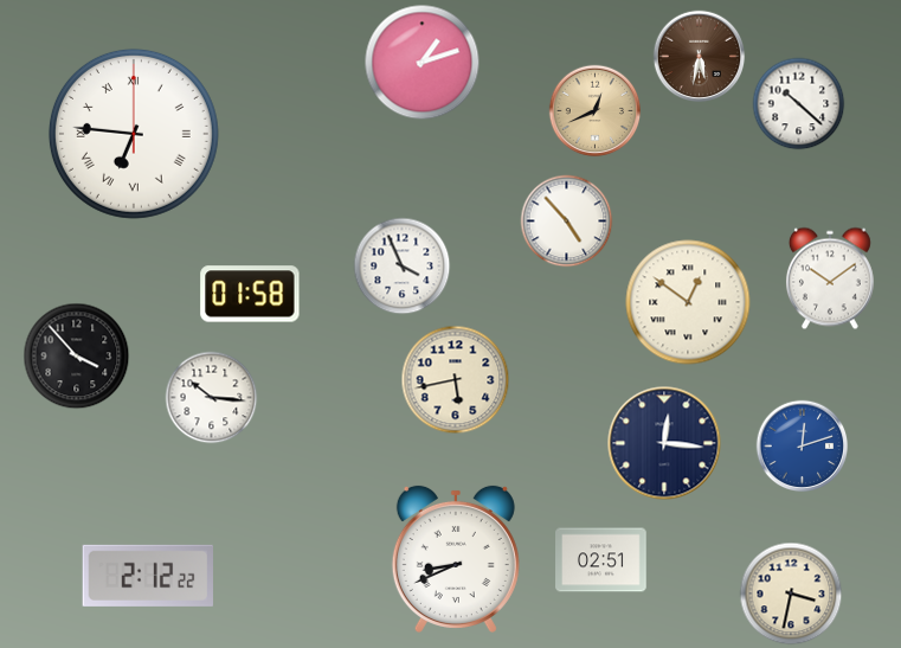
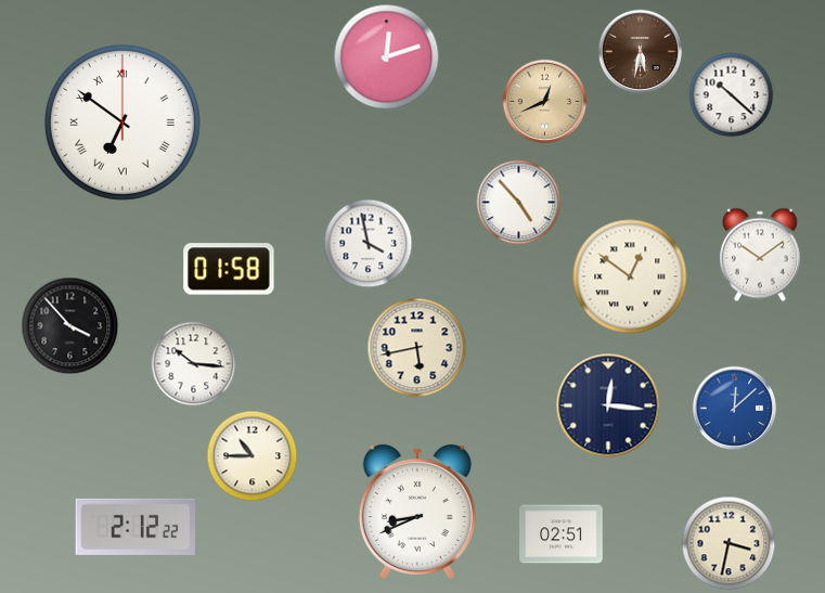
clock at (421, 62): 1:12 -> 12:12
clock at (134, 134): 6:46 -> 6:51
clock at (401, 265): 3:56 -> 3:58
clock at (802, 445): 12:12 -> 12:08
clock at (252, 455): none -> 10:45
clock at (601, 560) position: (601, 560) -> (562, 534)
clock at (791, 594) position: (791, 594) -> (729, 543)
